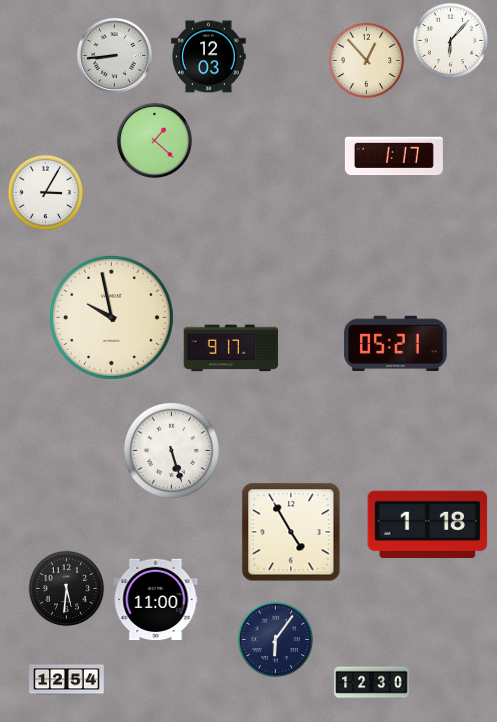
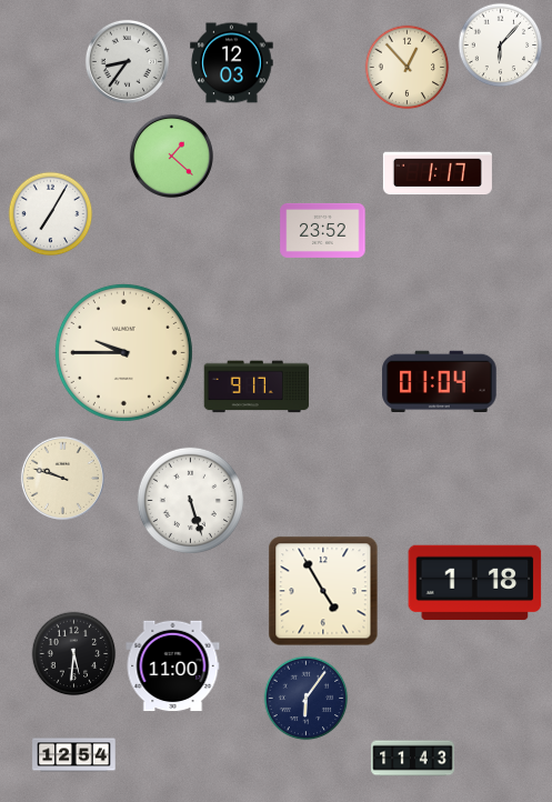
clock at (114, 55): 8:44 -> 8:36
clock at (46, 193): 3:05 -> 7:05
clock at (323, 230): none -> 23:52
clock at (111, 317): 9:58 -> 9:45
clock at (396, 343): 05:21 -> 01:04
clock at (62, 478): none -> 9:48
clock at (276, 640) position: (276, 640) -> (307, 699)
clock at (372, 683): 12:30 -> 11:43
